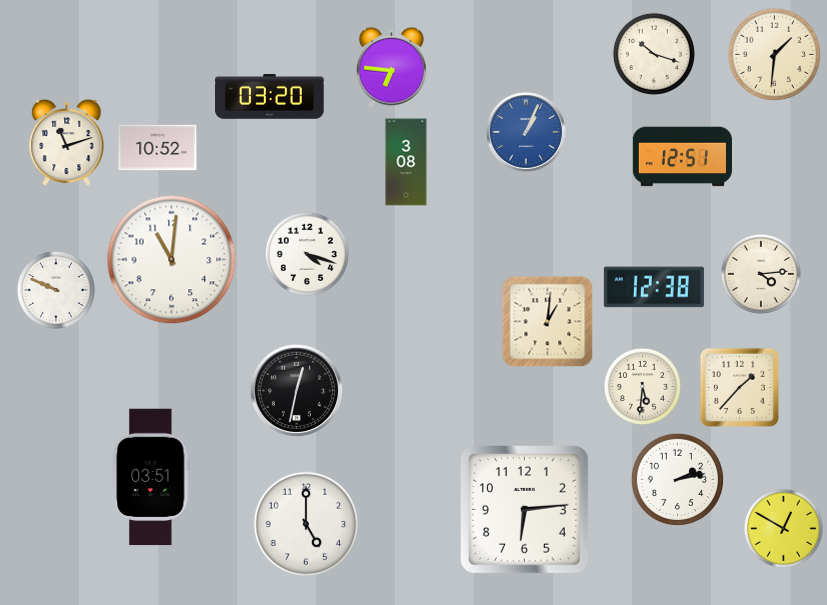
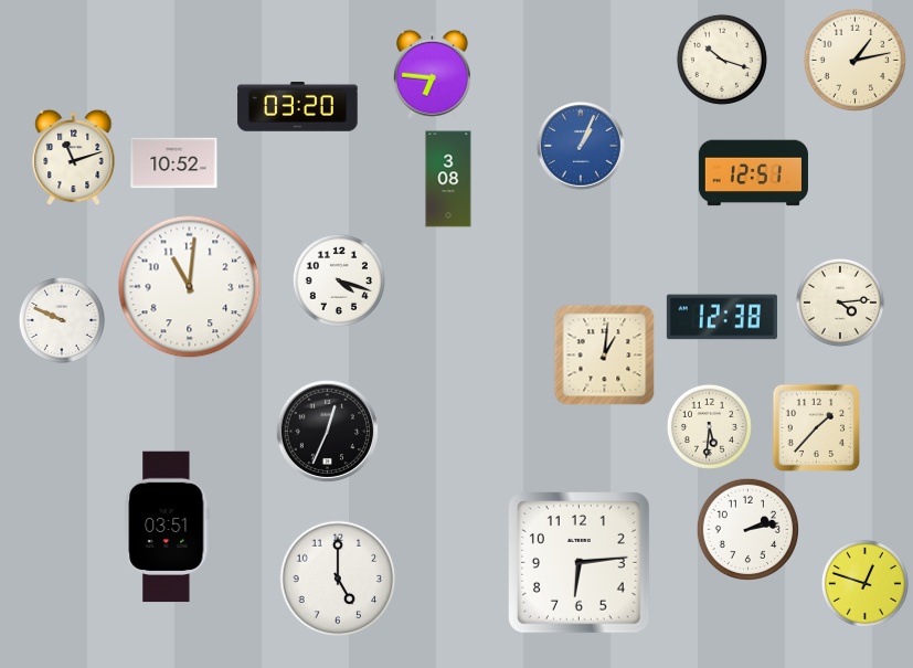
clock at (774, 54): 1:31 -> 1:13
clock at (296, 390): 12:32 -> 12:34
clock at (783, 528): 12:50 -> 12:48
